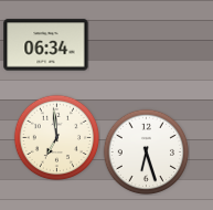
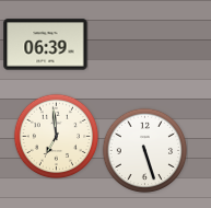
clock at (46, 45): 06:34 -> 06:39
clock at (146, 151): 6:27 -> 5:27
